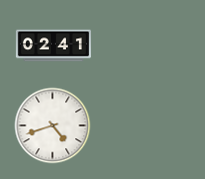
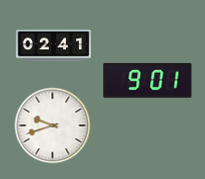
clock at (148, 81): none -> 9:01
clock at (53, 126): 4:42 -> 9:42
